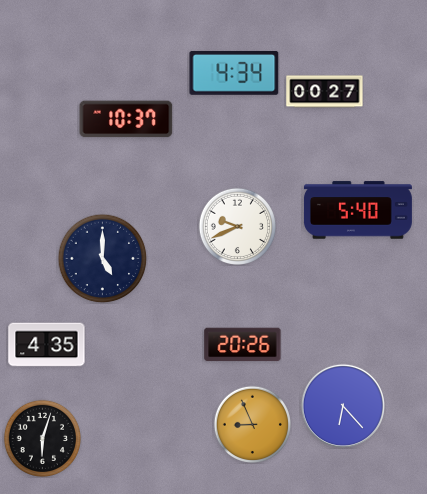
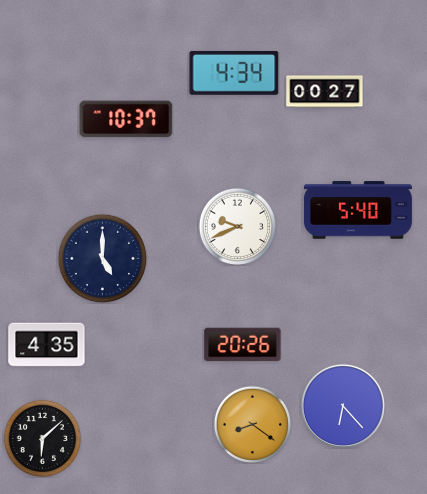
clock at (252, 424): 8:56 -> 8:21
clock at (42, 438): 6:03 -> 6:08
